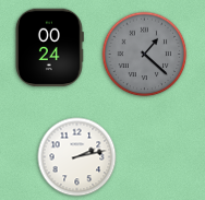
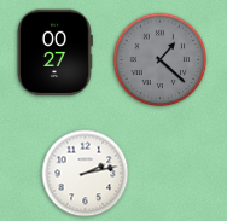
clock at (49, 48): 00:24 -> 00:27
